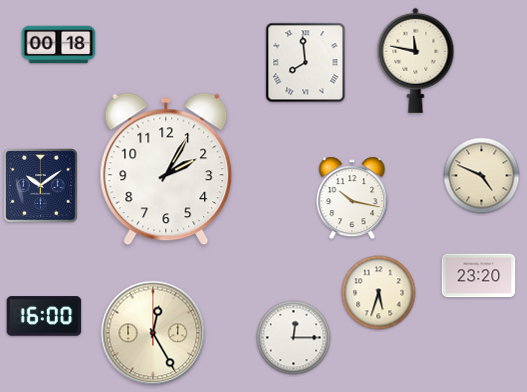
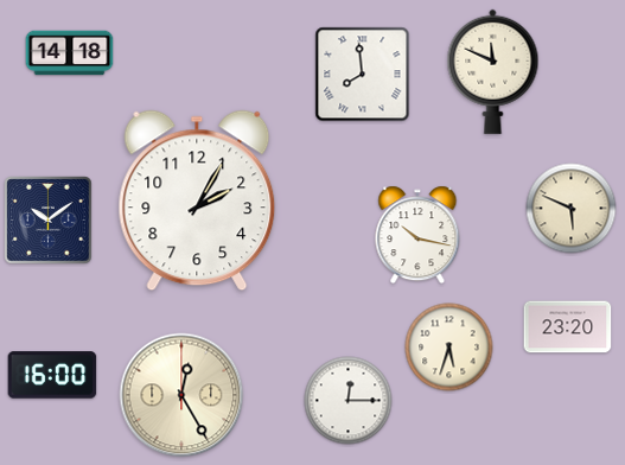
clock at (59, 45): 00:18 -> 14:18
clock at (416, 60): 11:47 -> 11:49
clock at (482, 176): 4:49 -> 5:49
